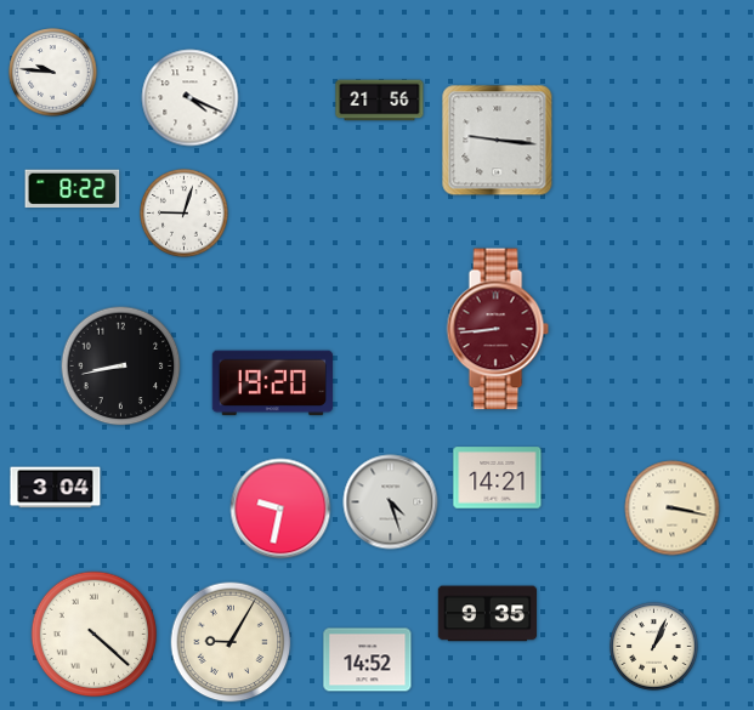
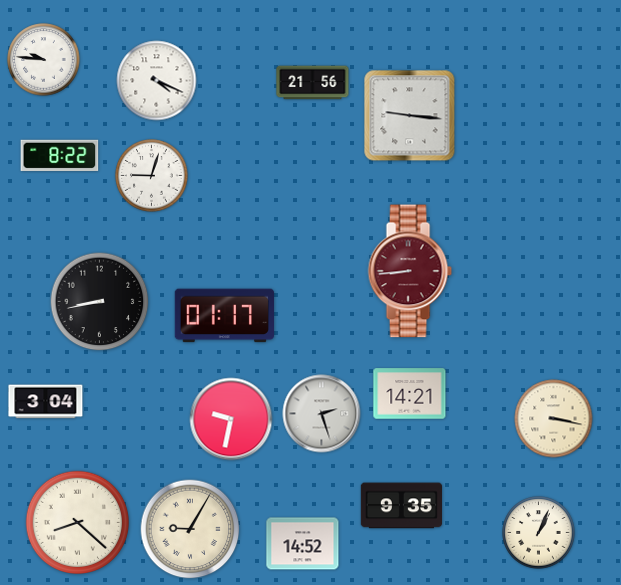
clock at (273, 384): 19:20 -> 01:17
clock at (391, 502): 4:27 -> 2:27
clock at (93, 634): 4:22 -> 8:22
